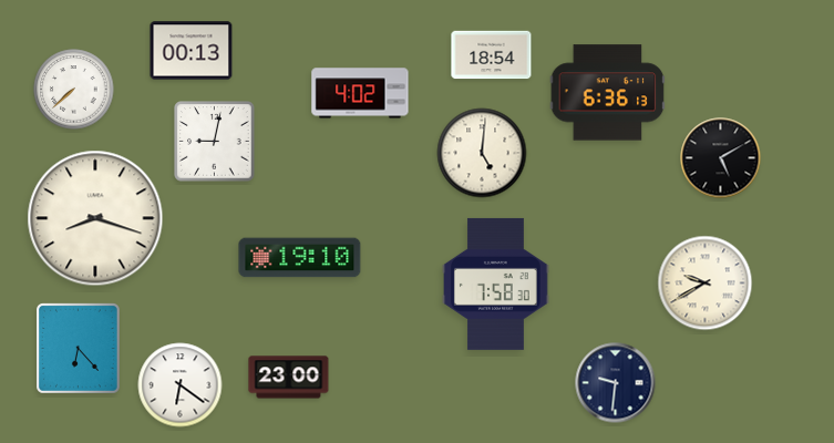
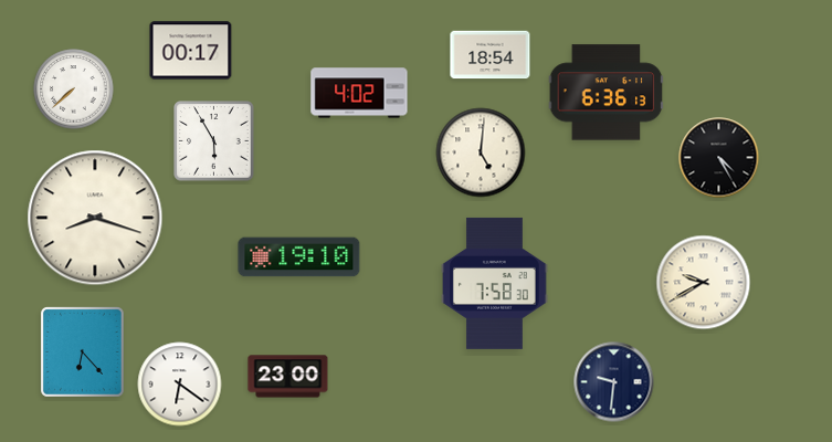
clock at (192, 51): 00:13 -> 00:17
clock at (215, 142): 9:02 -> 5:55
clock at (721, 158): 5:10 -> 4:25
clock at (79, 349) position: (79, 349) -> (83, 352)
